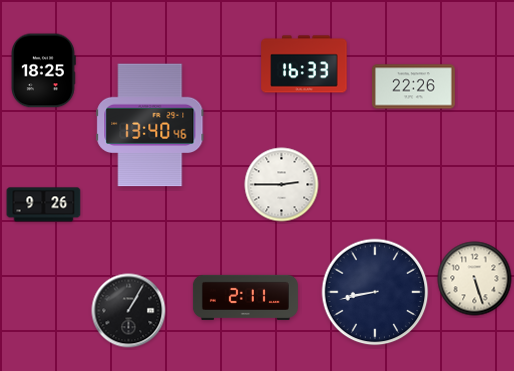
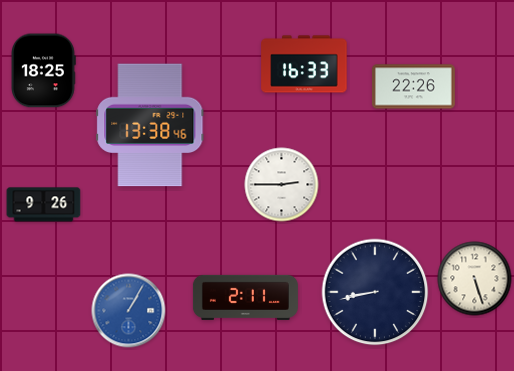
clock at (150, 125): 13:40 -> 13:38
clock at (129, 311) dial: black -> blue
